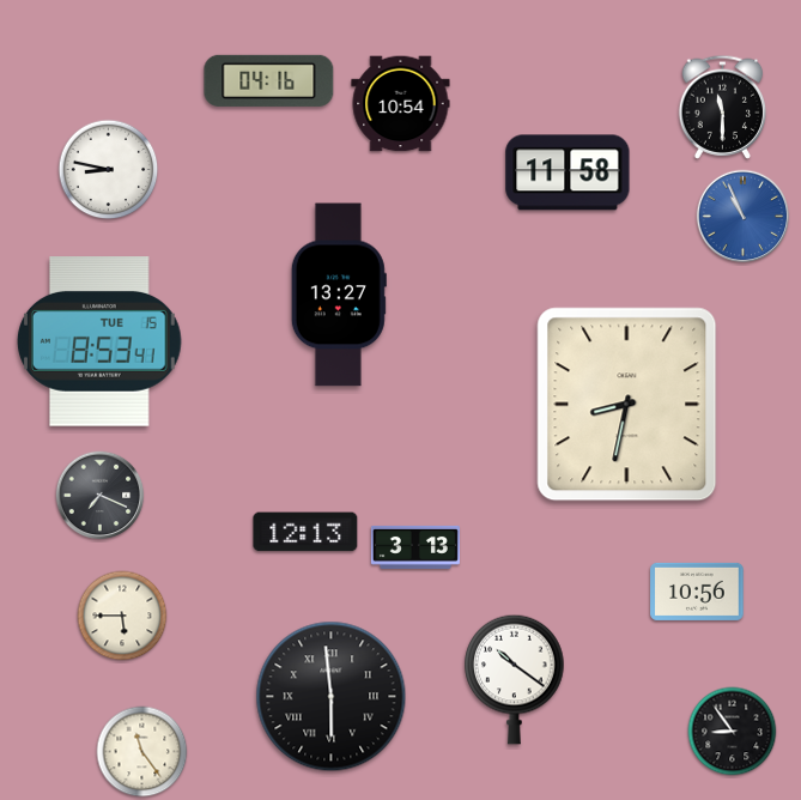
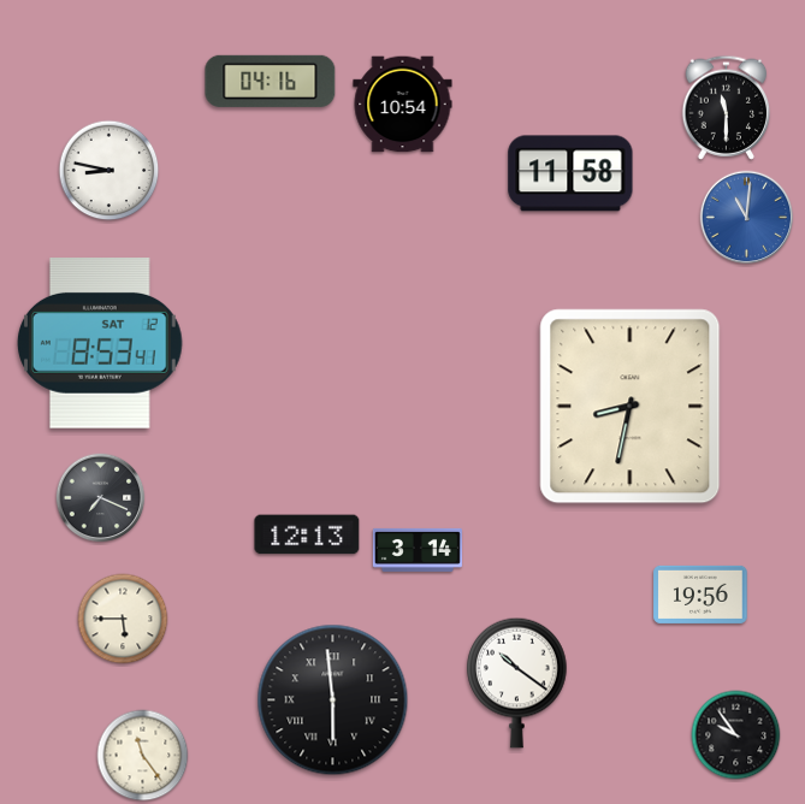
clock at (744, 217): 10:56 -> 11:01
clock at (339, 295): 13:27 -> none
clock at (101, 343) date: TUE 15 -> SAT 12
clock at (415, 547): 3:13 -> 3:14
clock at (697, 592): 10:56 -> 19:56
clock at (733, 732): 8:54 -> 9:54
